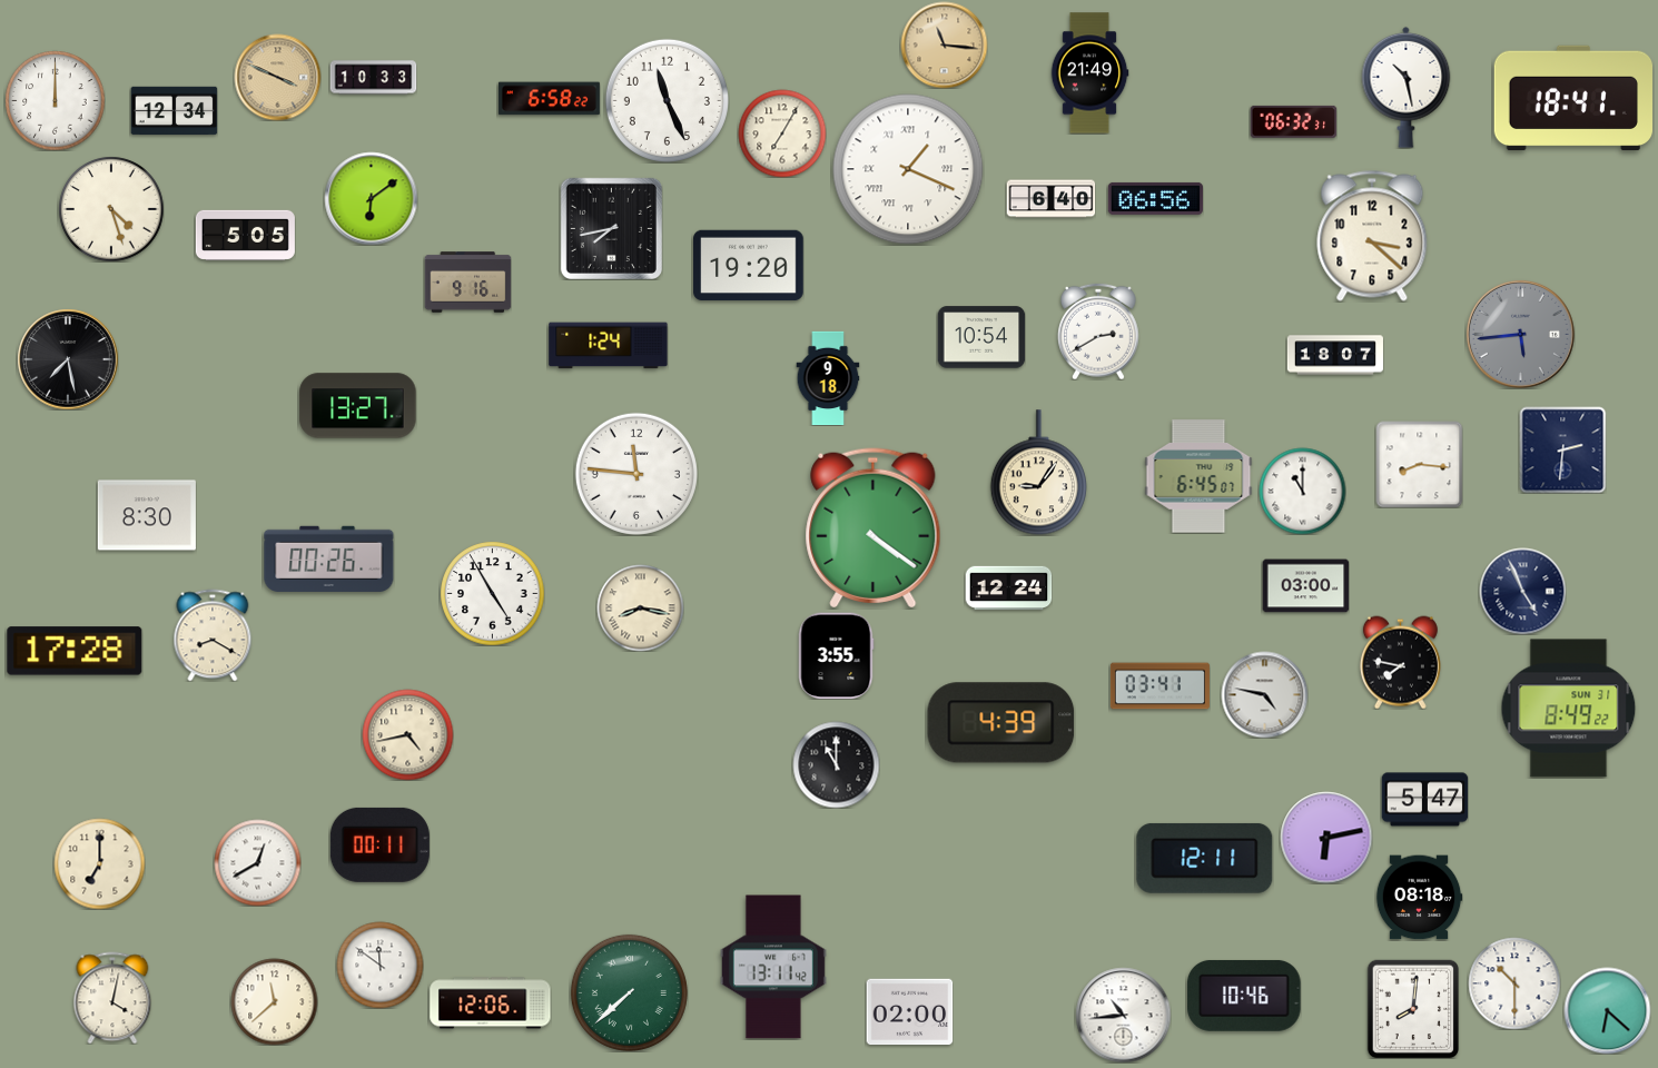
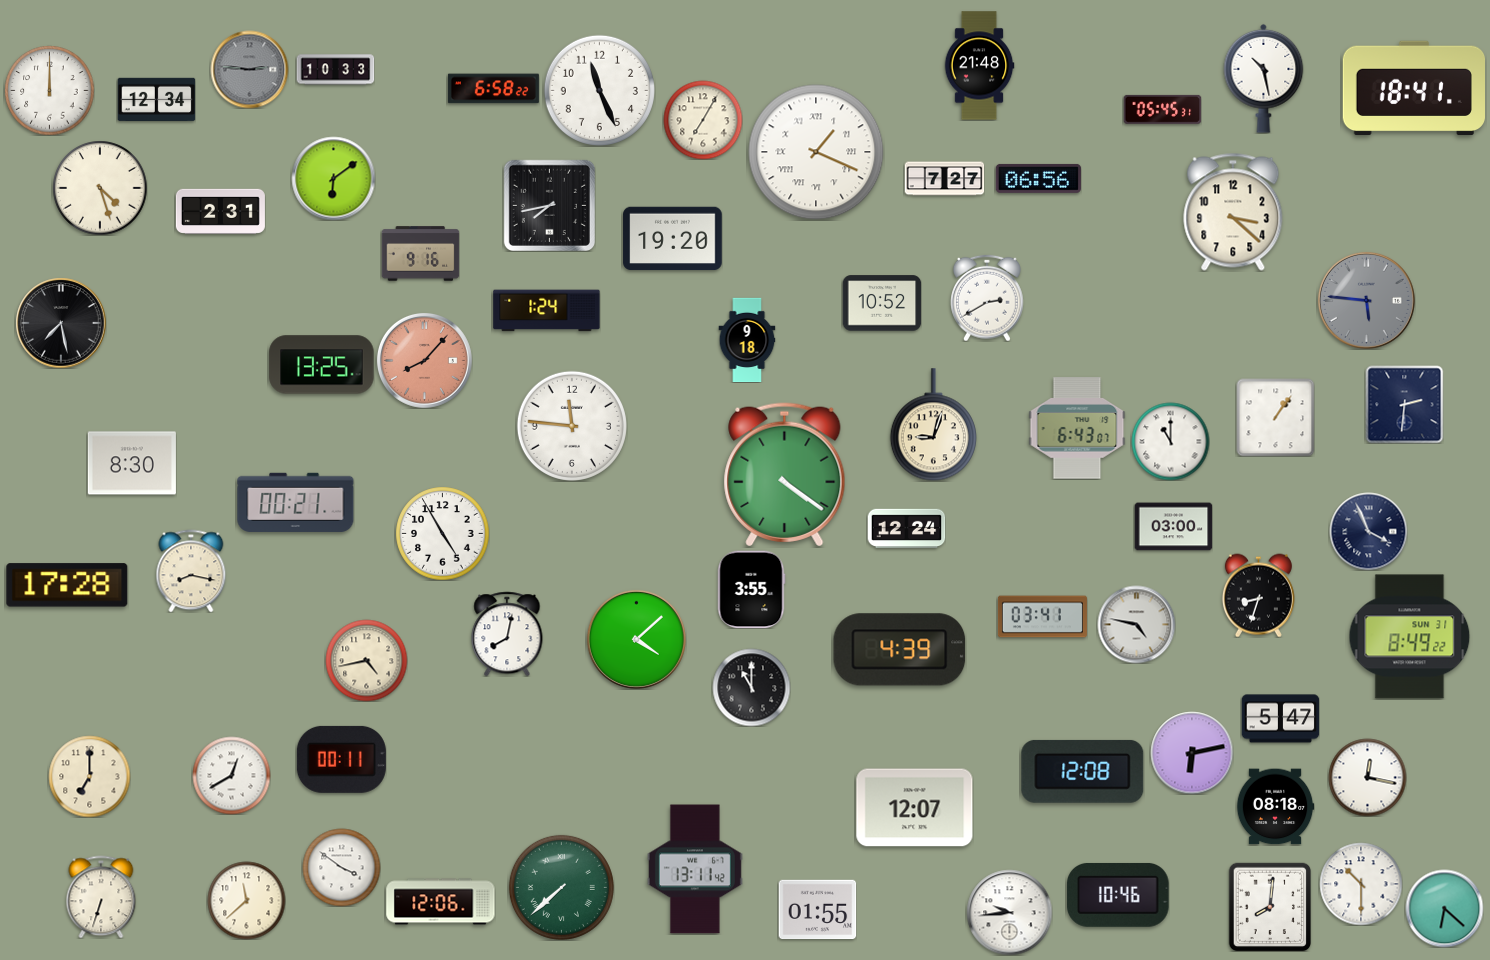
clock at (944, 44): 11:16 -> none
clock at (1089, 73): 21:49 -> 21:48
clock at (277, 77): 3:49 -> 2:46
clock at (277, 77) dial: champagne -> grey
clock at (1293, 121): 06:32 -> 05:45
clock at (1050, 199): 6:40 -> 7:27
clock at (245, 235): 5:05 -> 2:31
clock at (1520, 334): 5:44 -> 5:46
clock at (981, 337): 10:54 -> 10:52
clock at (1335, 355): 18:07 -> none
clock at (828, 378) position: (828, 378) -> (747, 340)
clock at (424, 360): none -> 8:07
clock at (358, 406): 13:27 -> 13:25
clock at (1419, 464): 8:16 -> 1:06
clock at (1038, 473): 9:06 -> 9:03
clock at (1198, 476): 6:45 -> 6:43
clock at (329, 558): 00:26 -> 00:21
clock at (1522, 591): 4:56 -> 3:56
clock at (640, 607): 8:17 -> none
clock at (213, 635): 8:20 -> 8:17
clock at (1400, 662): 7:47 -> 8:33
clock at (507, 634): none -> 8:02
clock at (636, 639): none -> 4:08
clock at (1205, 858): 12:11 -> 12:08
clock at (1367, 777): none -> 12:17
clock at (915, 808): none -> 12:07
clock at (379, 965): 11:51 -> 3:51
clock at (629, 992) position: (629, 992) -> (561, 887)
clock at (112, 998): 4:02 -> 6:33
clock at (909, 1012): 02:00 -> 01:55
clock at (1123, 1015): 10:44 -> 9:44
